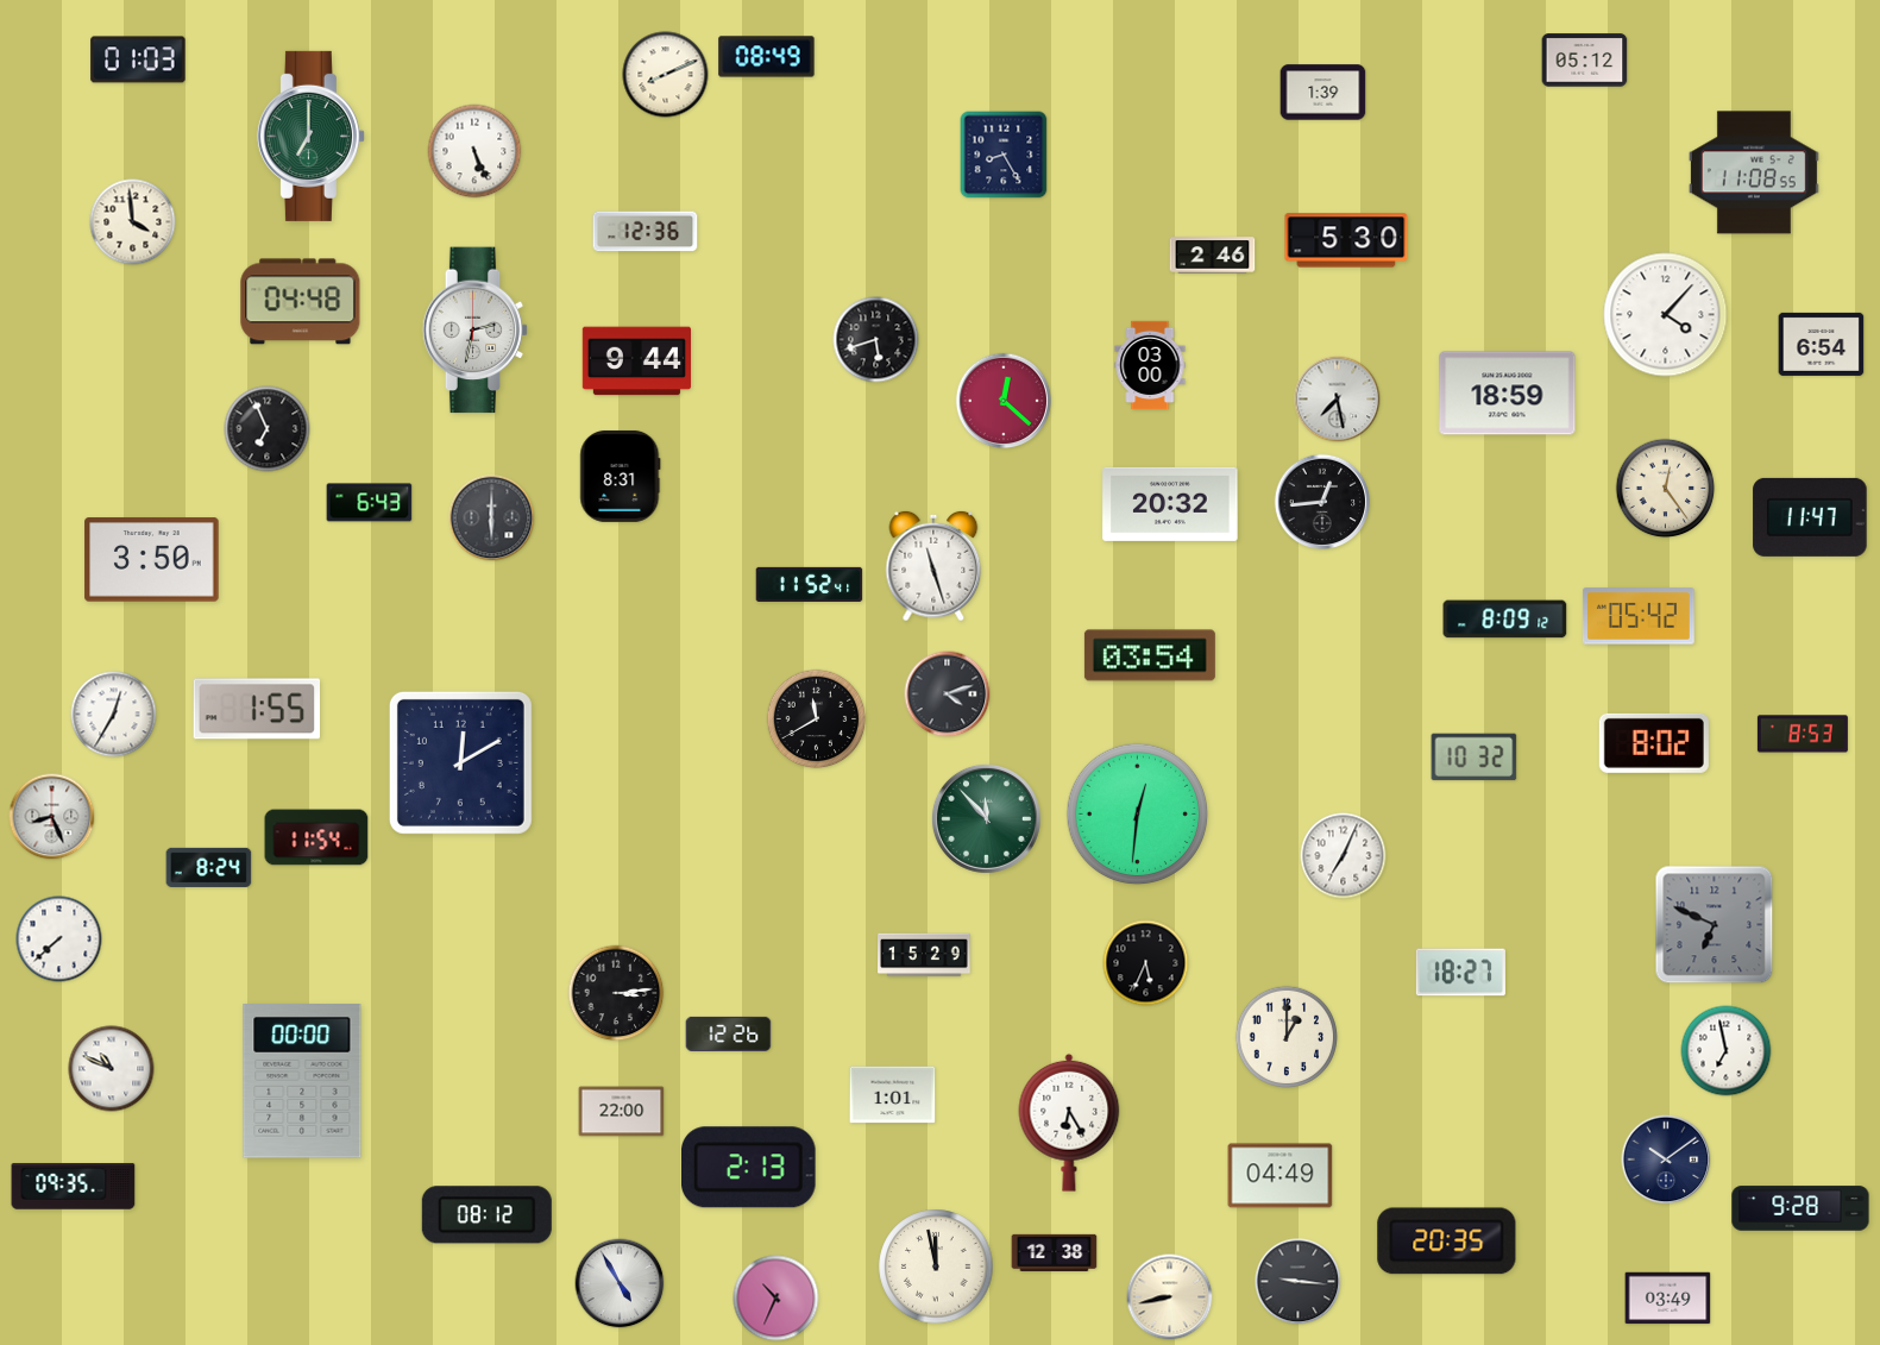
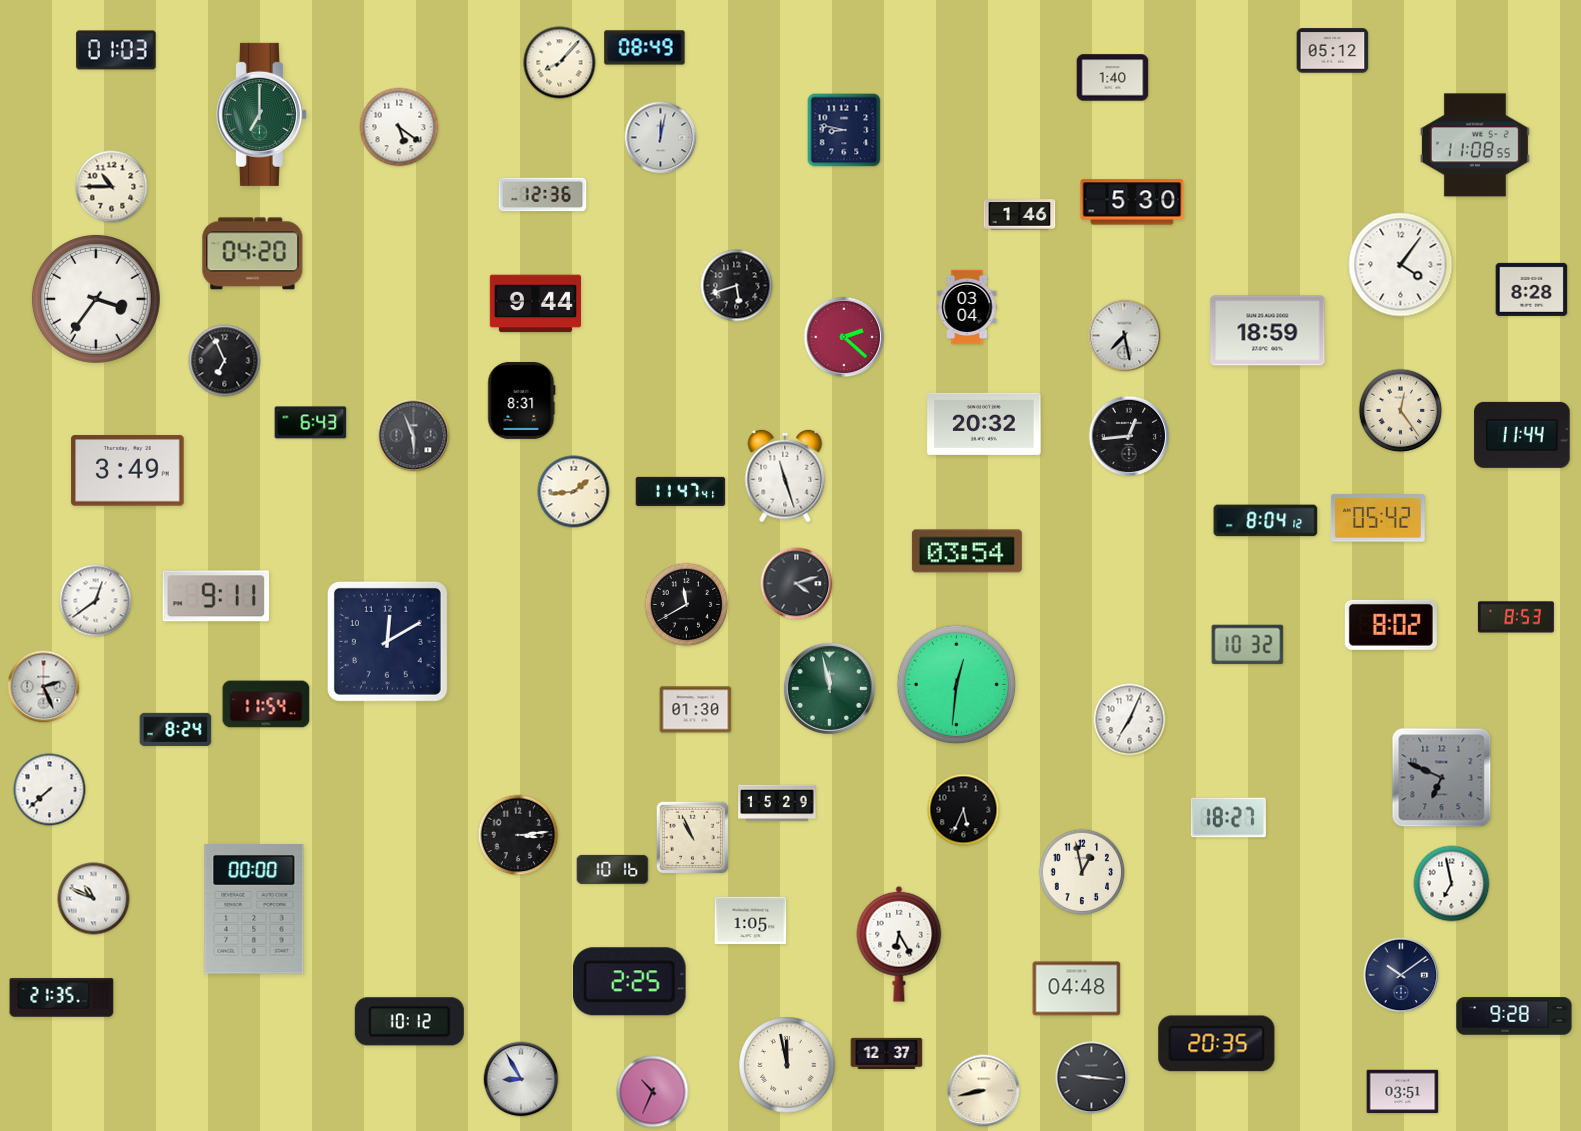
clock at (666, 75): 8:11 -> 8:07
clock at (1323, 93): 1:39 -> 1:40
clock at (474, 151): 5:26 -> 5:21
clock at (1004, 155): 8:25 -> 8:47
clock at (661, 138): none -> 12:02
clock at (133, 222): 3:59 -> 10:45
clock at (1213, 256): 2:46 -> 1:46
clock at (301, 302): 04:48 -> 04:20
clock at (1666, 315): 4:07 -> 4:06
clock at (476, 331): 2:32 -> none
clock at (1822, 344): 6:54 -> 8:28
clock at (96, 299): none -> 3:36
clock at (1150, 365): 03:00 -> 03:04
clock at (1004, 401): 12:22 -> 2:22
clock at (1322, 502) position: (1322, 502) -> (1129, 436)
clock at (1810, 517): 11:47 -> 11:44
clock at (492, 518): 6:00 -> 5:56
clock at (152, 560): 3:50 -> 3:49
clock at (810, 584): 11:52 -> 11:47
clock at (574, 492): none -> 1:44
clock at (1505, 620): 8:09 -> 8:04
clock at (256, 709): 1:55 -> 9:11
clock at (114, 715): 12:35 -> 12:39
clock at (1475, 758) position: (1475, 758) -> (1248, 645)
clock at (52, 817): 8:26 -> 2:26
clock at (986, 818): 11:53 -> 11:58
clock at (696, 710): none -> 01:30
clock at (693, 838): none -> 10:56
clock at (729, 1033): 12:26 -> 10:16
clock at (1285, 1036): 1:00 -> 12:58
clock at (893, 1095): 1:01 -> 1:05
clock at (622, 1112): 22:00 -> none
clock at (748, 1168): 2:13 -> 2:25
clock at (1281, 1176): 04:49 -> 04:48
clock at (74, 1187): 09:35 -> 21:35
clock at (486, 1215): 08:12 -> 10:12
clock at (1055, 1252): 12:38 -> 12:37
clock at (620, 1283): 4:55 -> 8:55
clock at (1668, 1299): 03:49 -> 03:51
